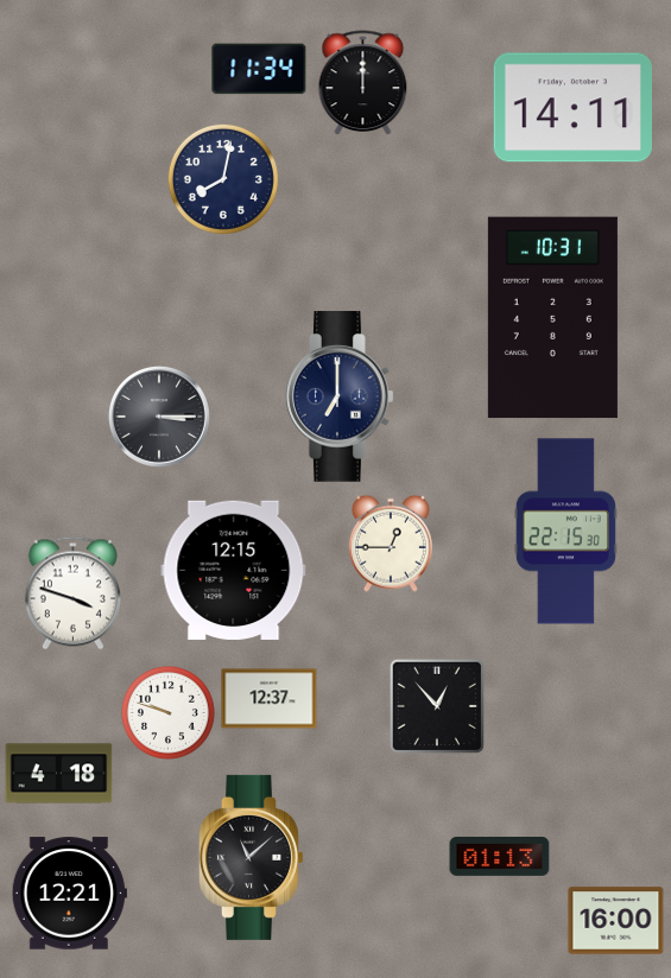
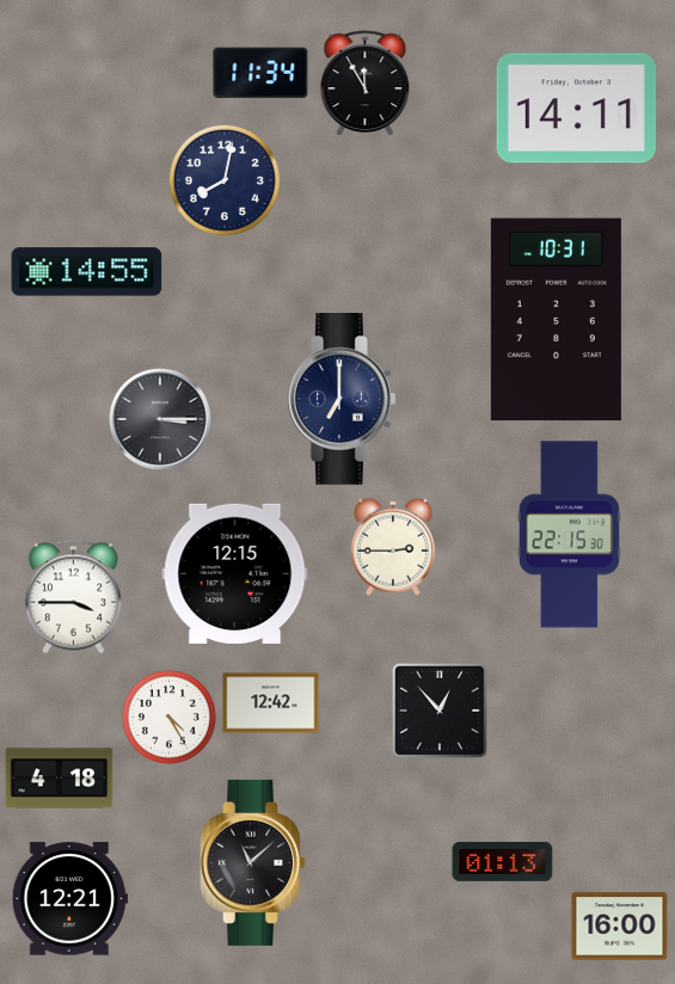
clock at (259, 69) position: (259, 69) -> (260, 73)
clock at (363, 82): 12:00 -> 11:55
clock at (87, 272): none -> 14:55
clock at (391, 544): 12:45 -> 2:45
clock at (72, 593): 3:48 -> 3:45
clock at (270, 699): 12:37 -> 12:42
clock at (167, 712): 9:48 -> 4:25
